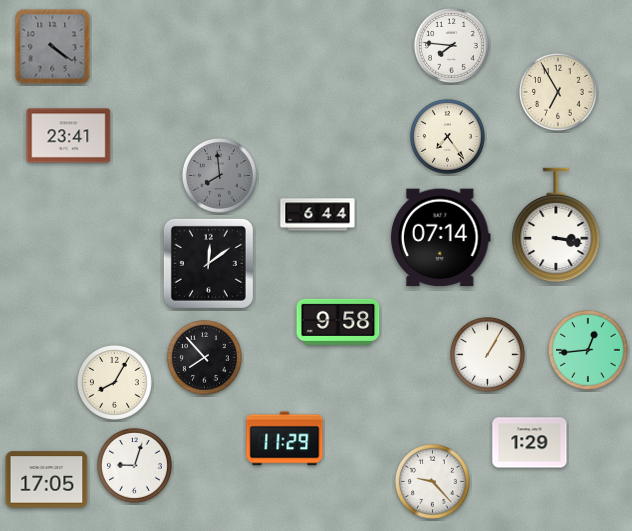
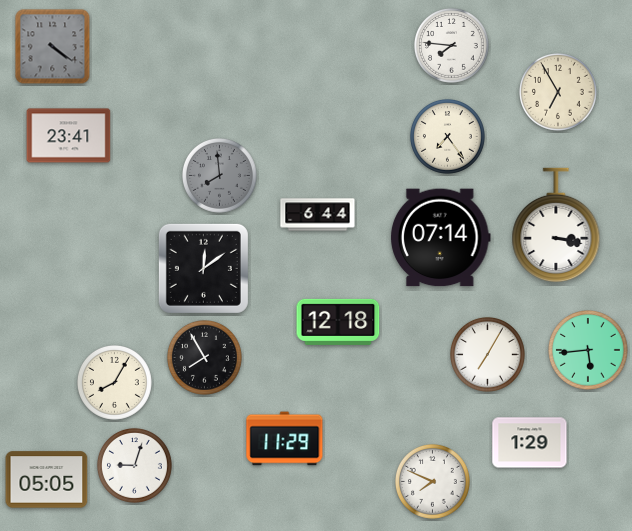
clock at (208, 263) position: (208, 263) -> (203, 268)
clock at (338, 322): 9:58 -> 12:18
clock at (589, 351): 12:44 -> 5:44
clock at (487, 354): 1:05 -> 7:05
clock at (204, 357): 7:53 -> 7:55
clock at (47, 480): 17:05 -> 05:05
clock at (432, 481): 9:23 -> 7:49
